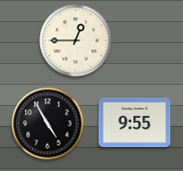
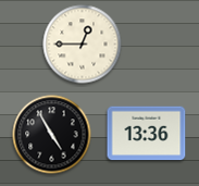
clock at (135, 123): 9:55 -> 13:36
